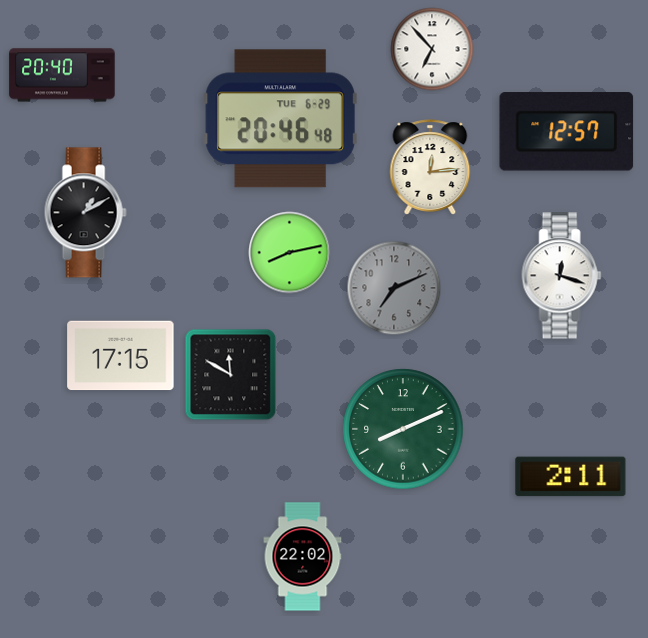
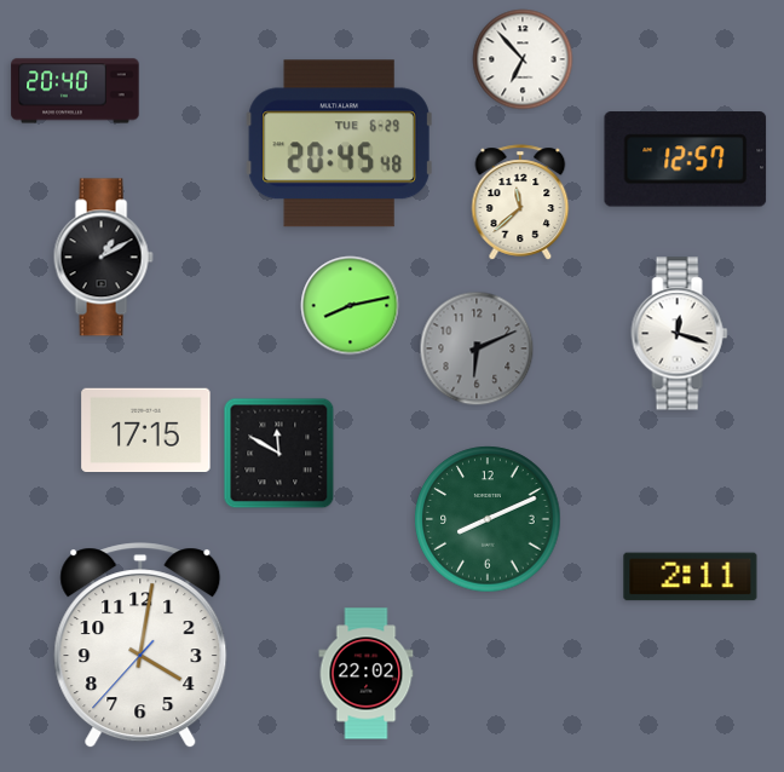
clock at (280, 119): 20:46 -> 20:45
clock at (430, 167): 12:14 -> 11:38
clock at (394, 288): 7:11 -> 6:11
clock at (140, 646): none -> 4:01
